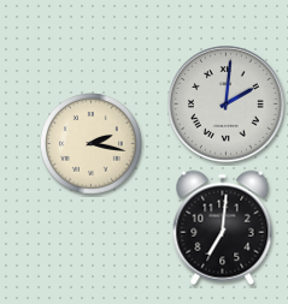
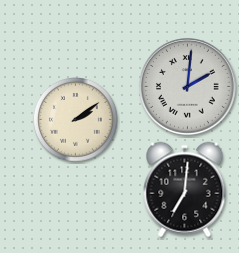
clock at (92, 144): 2:17 -> 2:09
